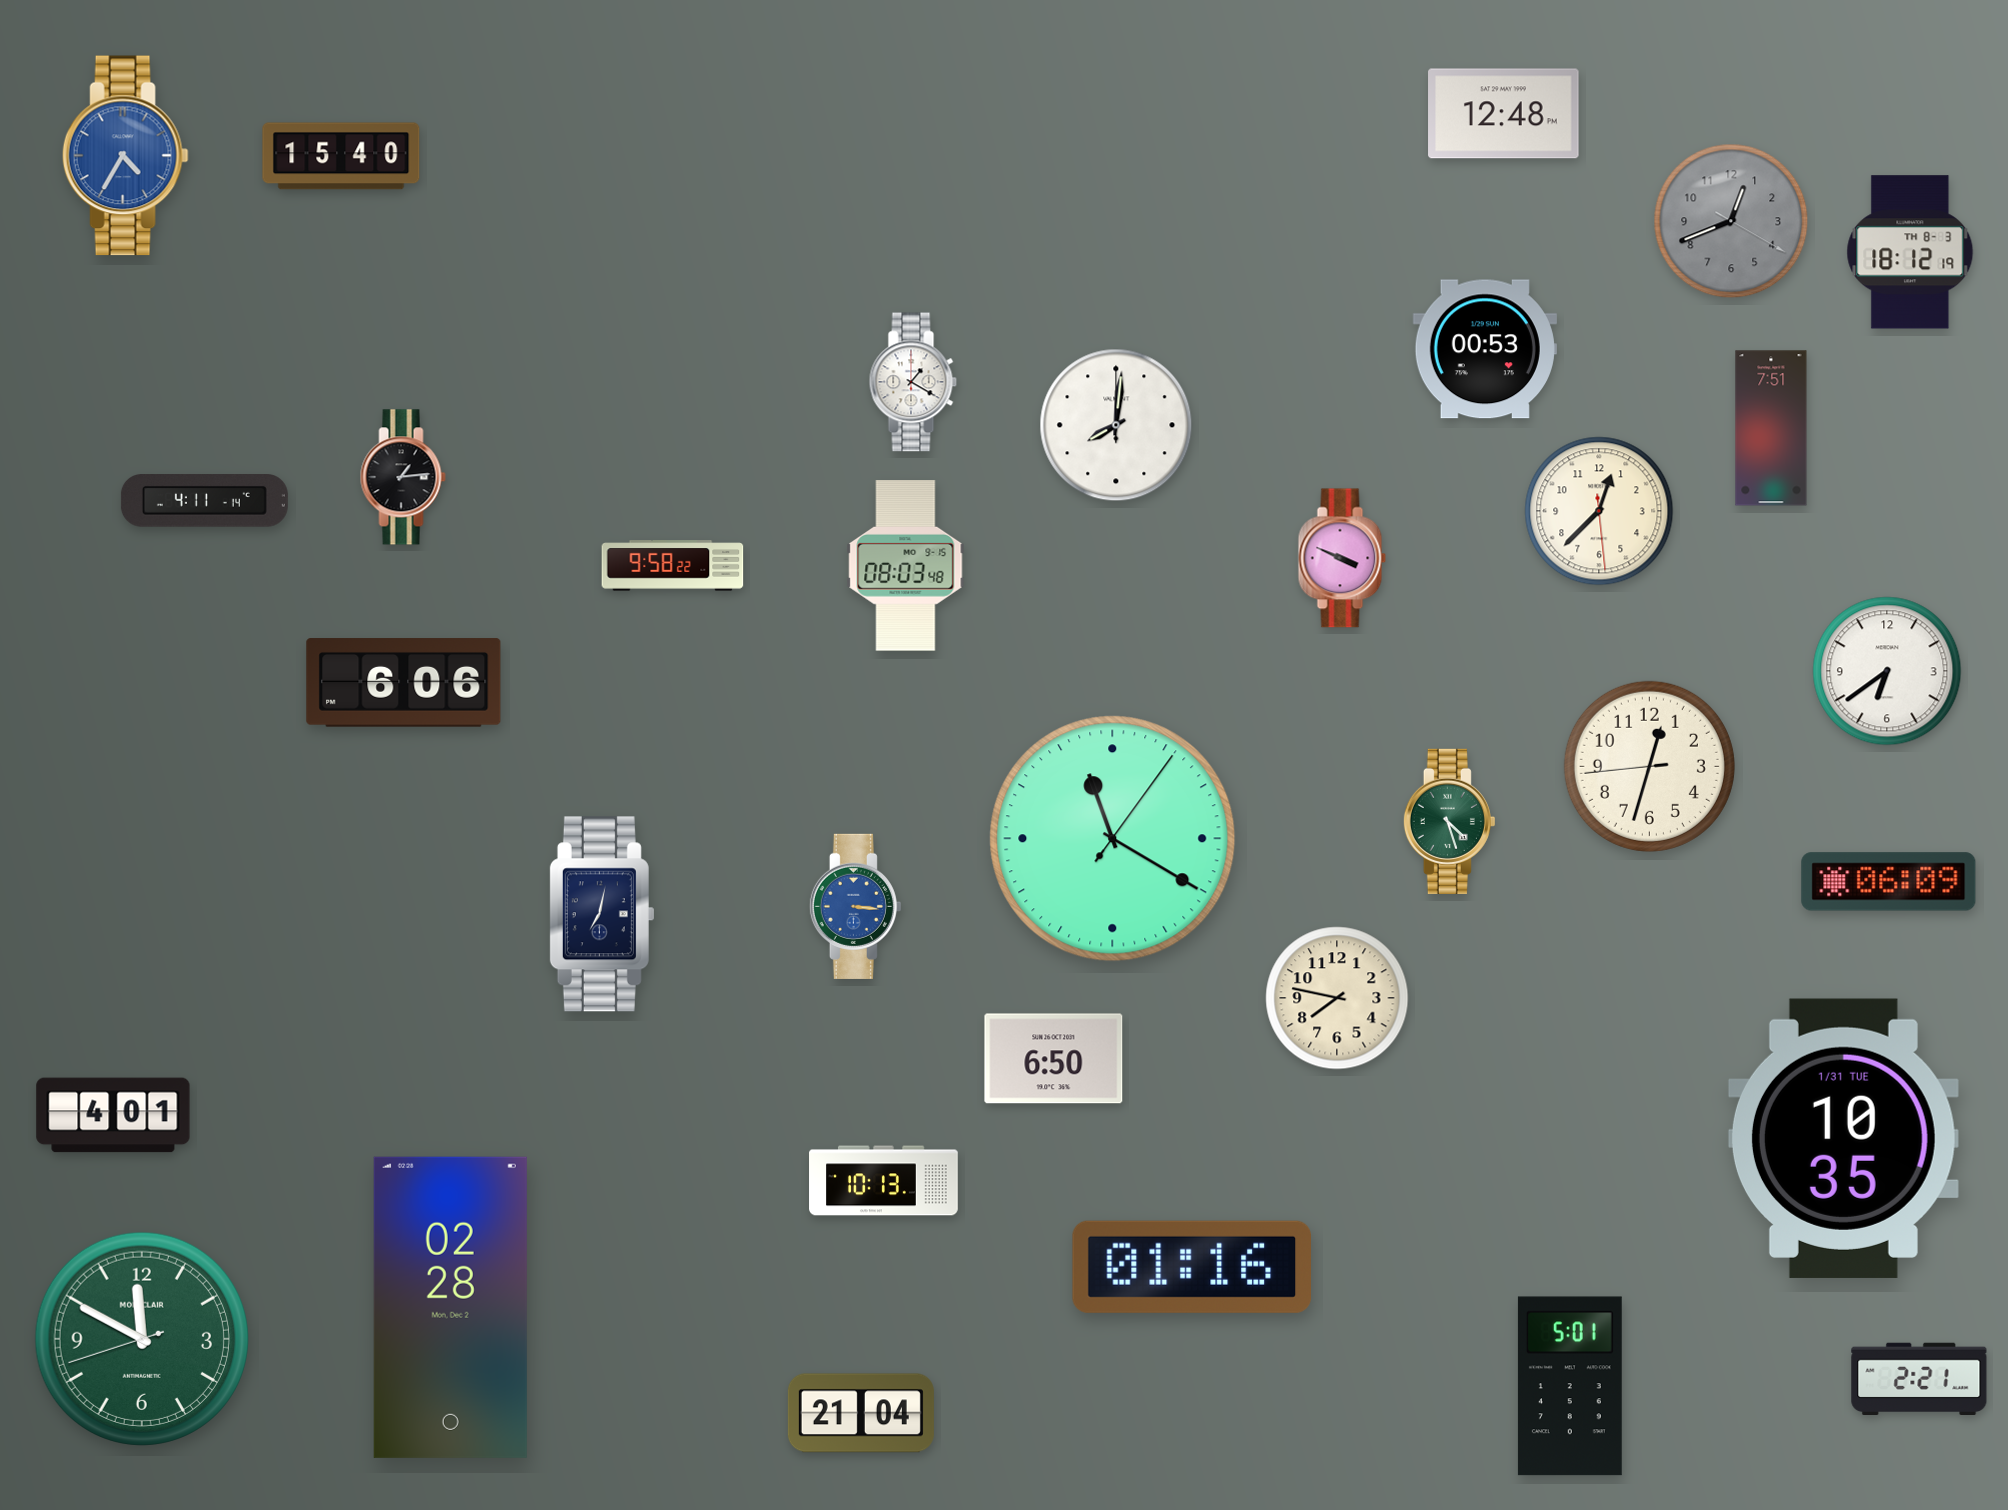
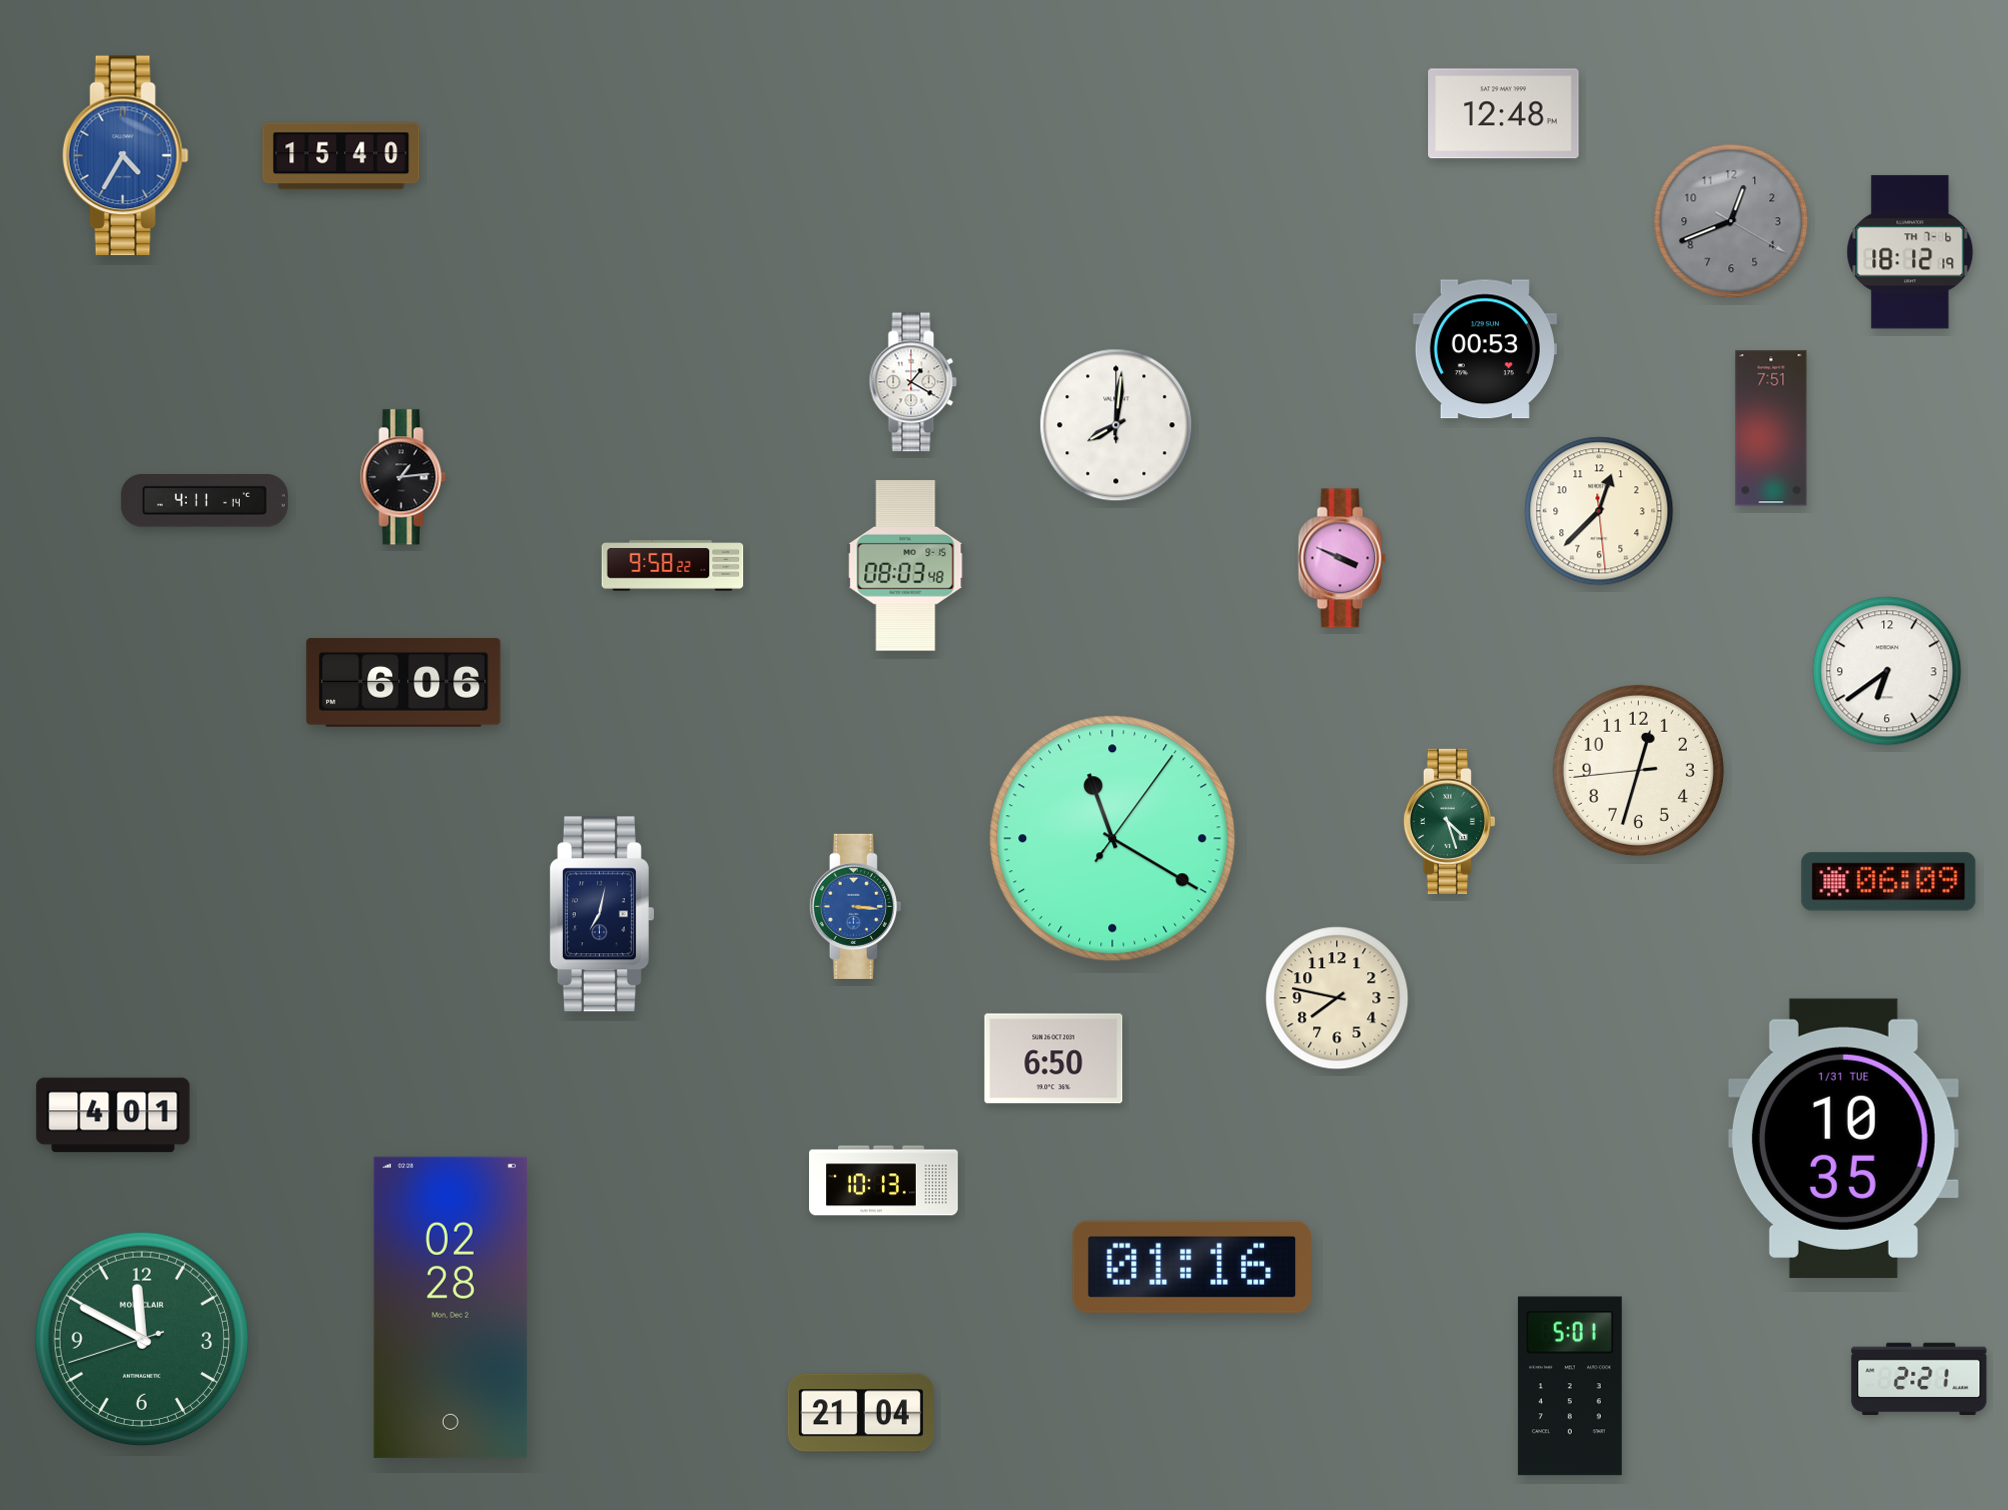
clock at (1910, 252) date: TH 8-3 -> TH 7-6
clock at (1649, 766) position: (1649, 766) -> (1638, 770)
